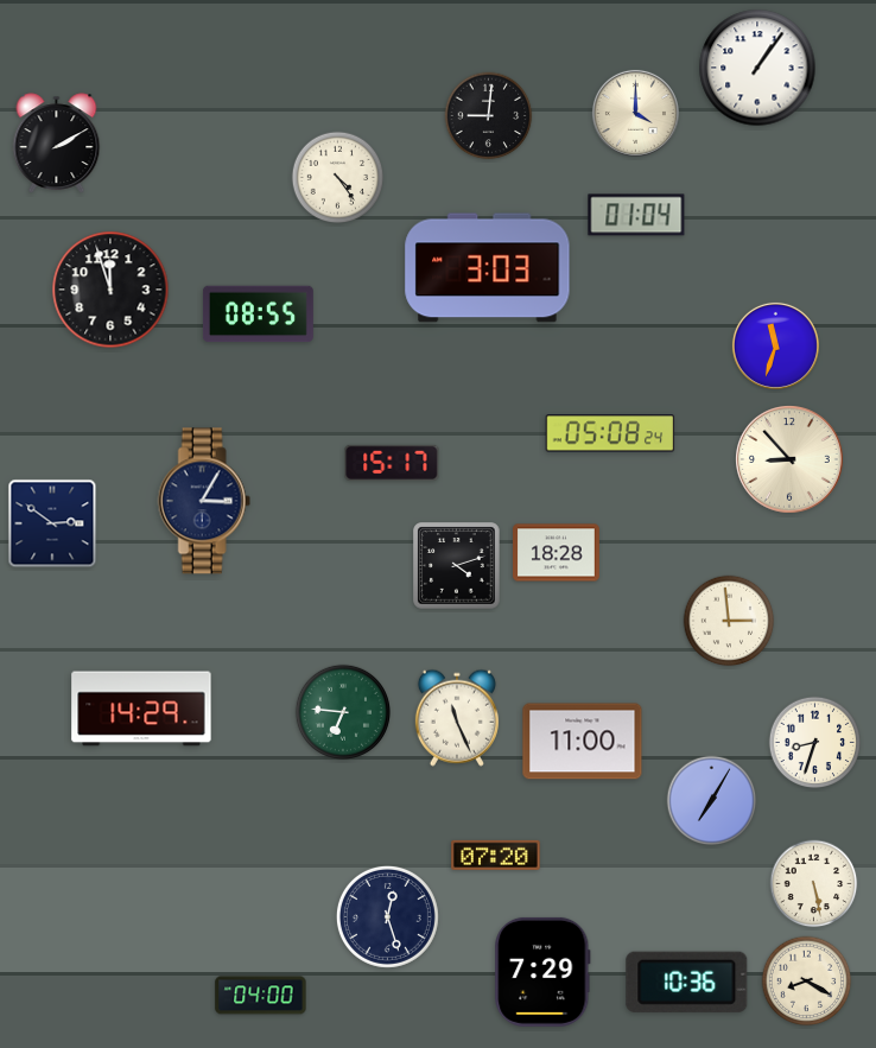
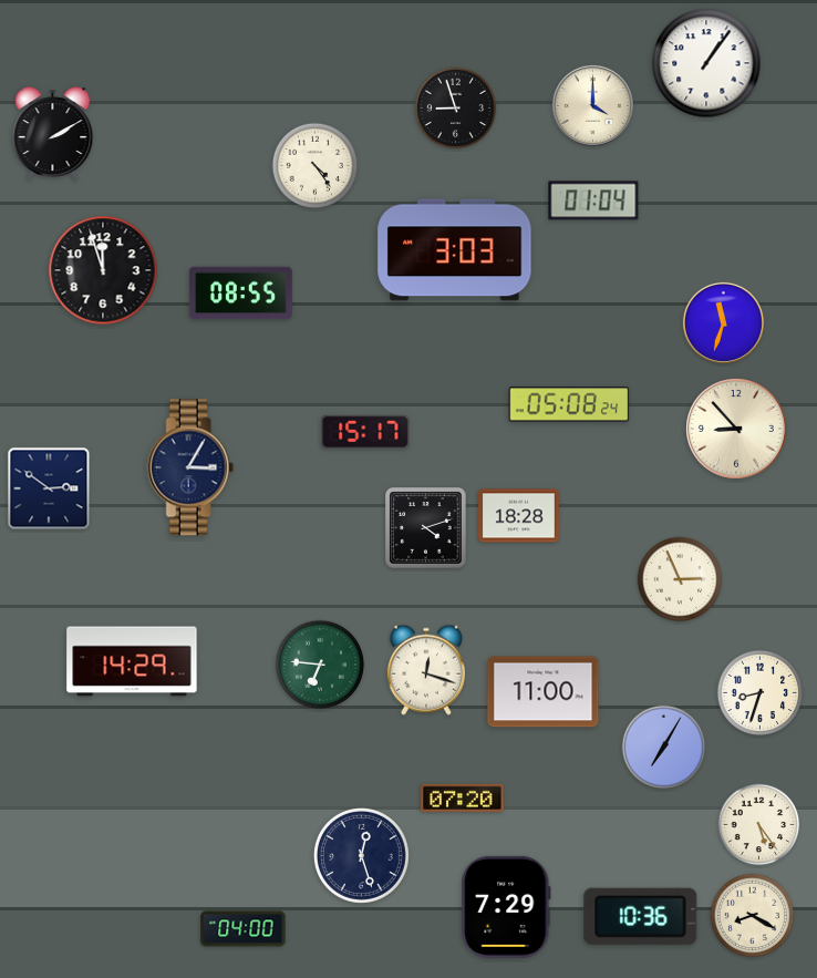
clock at (489, 116): 9:01 -> 8:57
clock at (729, 621): 2:59 -> 2:56
clock at (457, 718): 11:26 -> 12:18
clock at (814, 884): 5:28 -> 5:24
